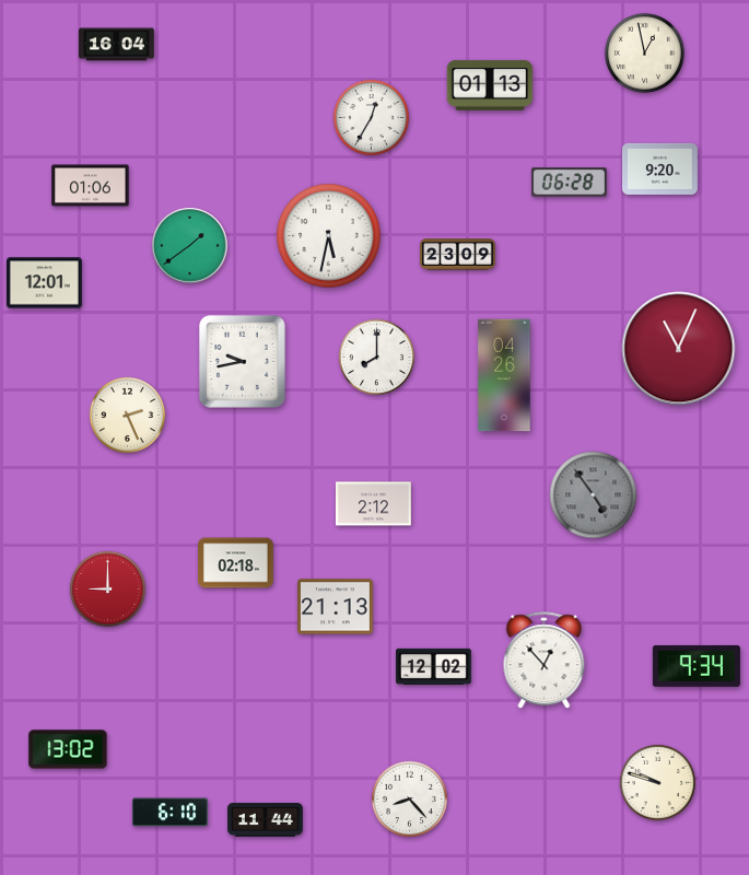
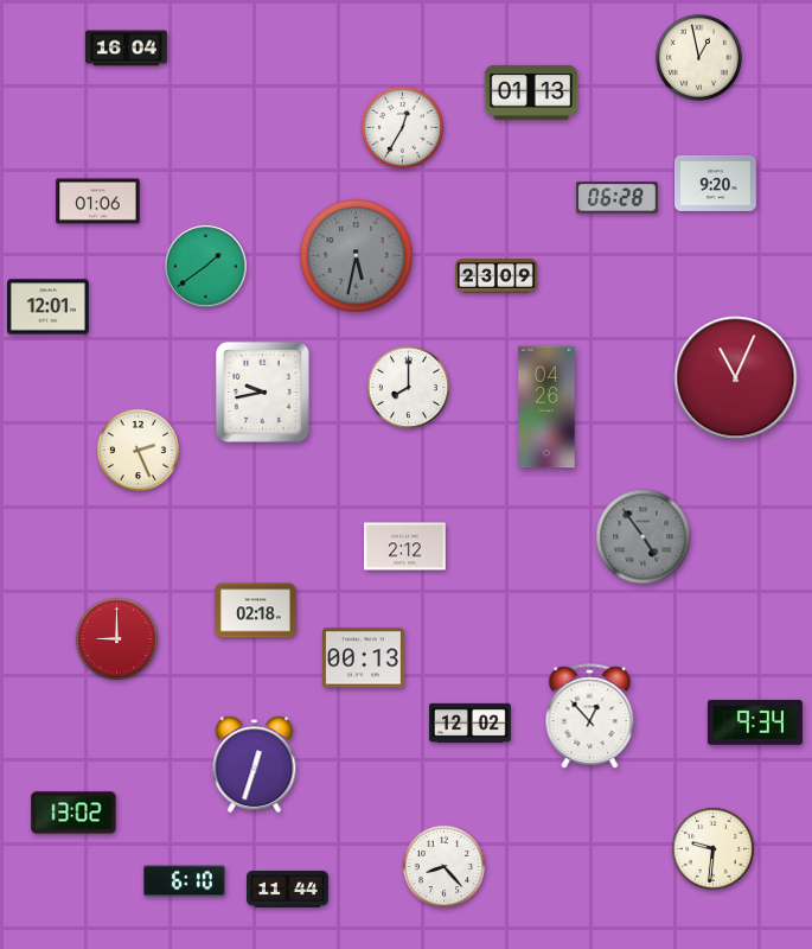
clock at (329, 236) dial: white -> grey
clock at (336, 607): 21:13 -> 00:13
clock at (255, 765): none -> 12:33
clock at (657, 782): 9:48 -> 9:31
